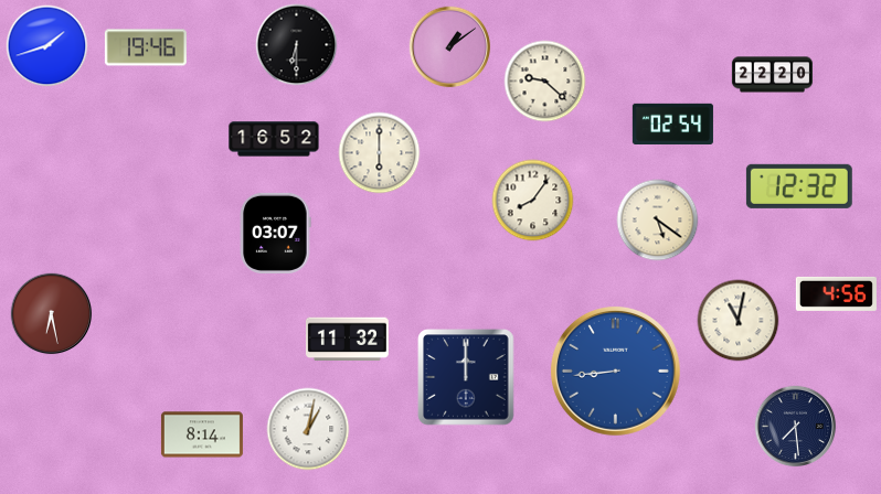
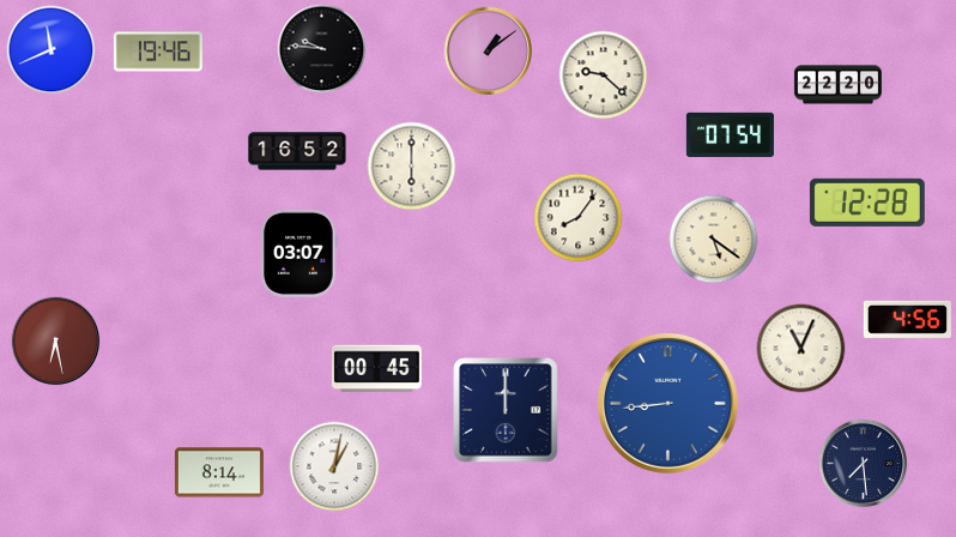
clock at (297, 45): 6:30 -> 9:46
clock at (47, 46): 1:42 -> 11:41
clock at (772, 75) position: (772, 75) -> (837, 85)
clock at (545, 82) position: (545, 82) -> (604, 76)
clock at (672, 123): 02:54 -> 07:54
clock at (799, 186): 12:32 -> 12:28
clock at (739, 321): 11:02 -> 11:04
clock at (347, 340): 11:32 -> 00:45
